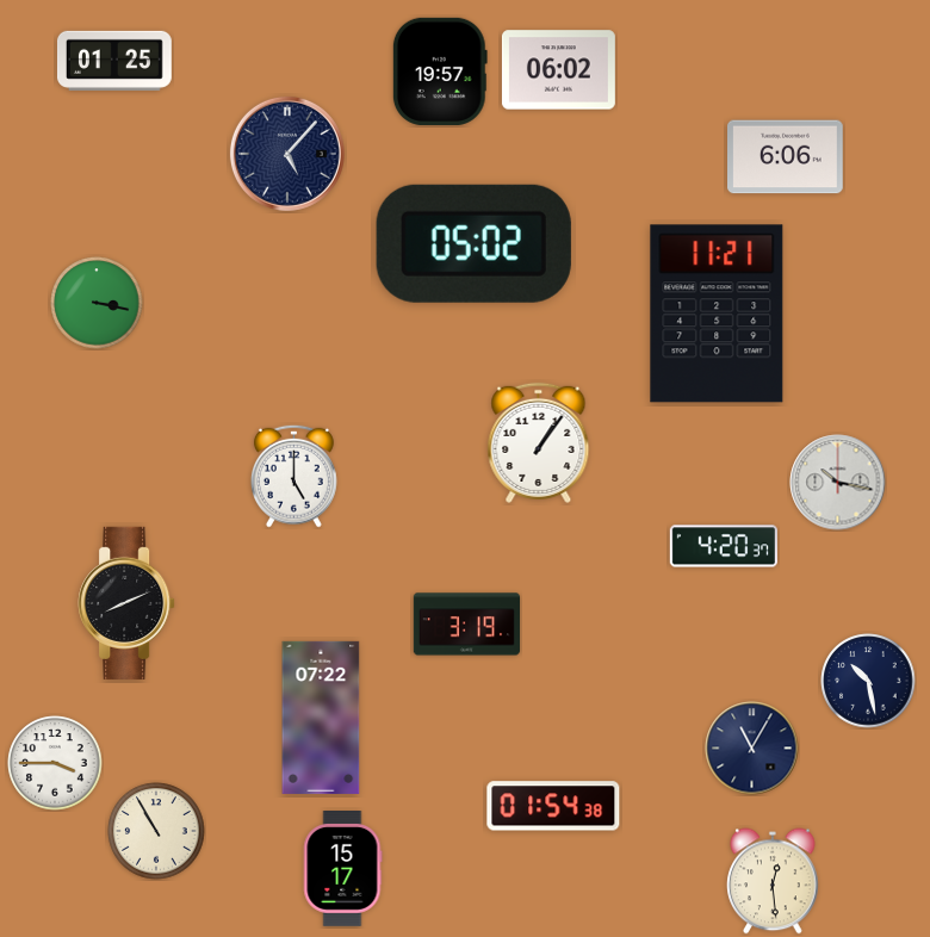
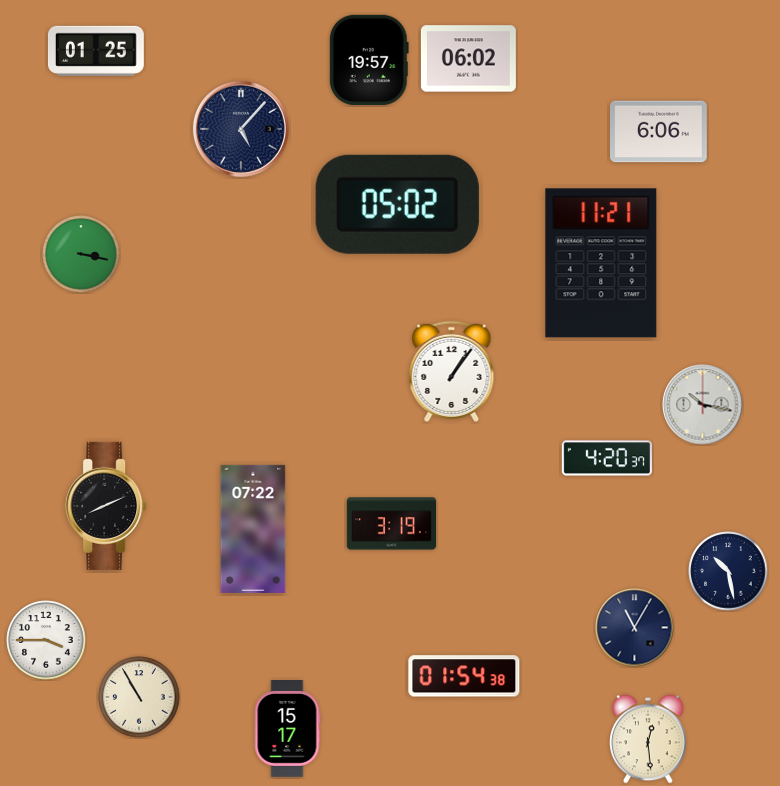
clock at (293, 476): 5:00 -> none
clock at (321, 718) position: (321, 718) -> (253, 529)
clock at (752, 749) position: (752, 749) -> (635, 628)
clock at (156, 831) position: (156, 831) -> (139, 697)
